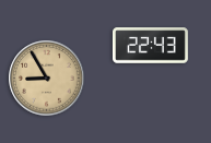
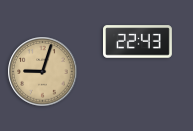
clock at (47, 79): 8:55 -> 9:03
